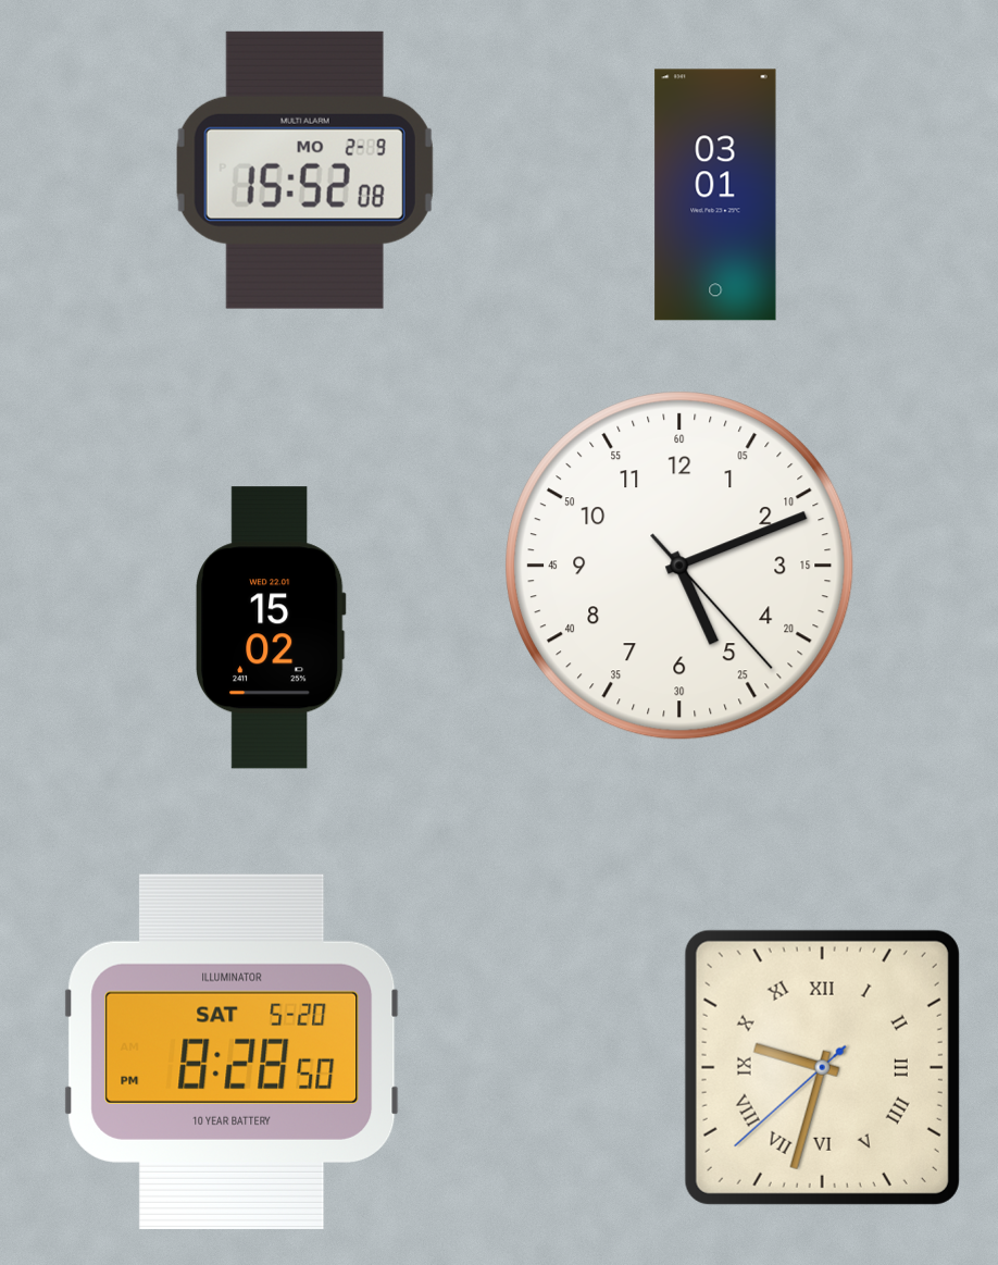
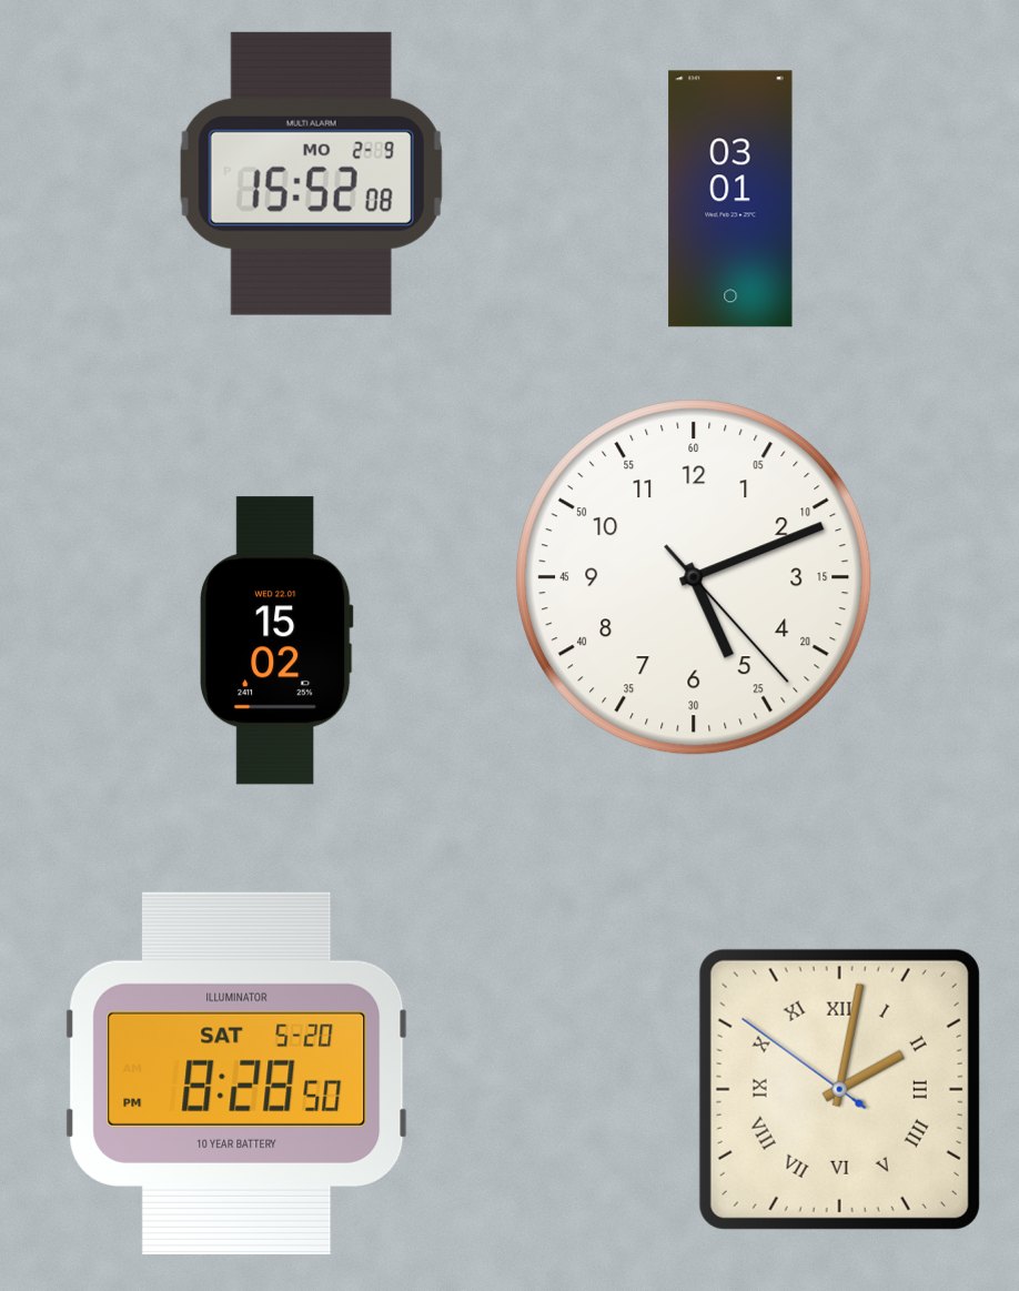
clock at (822, 1067): 9:32 -> 2:01
